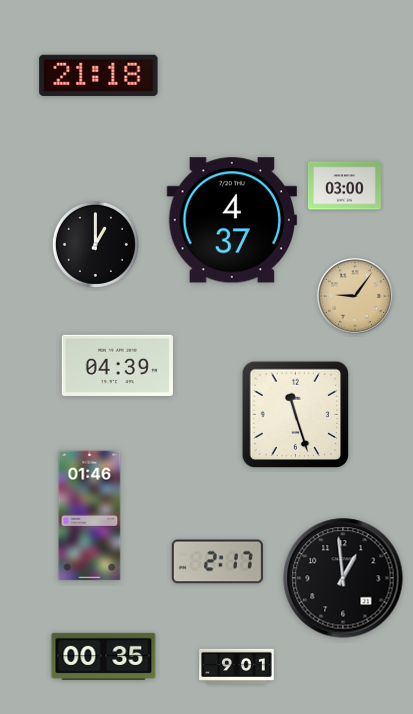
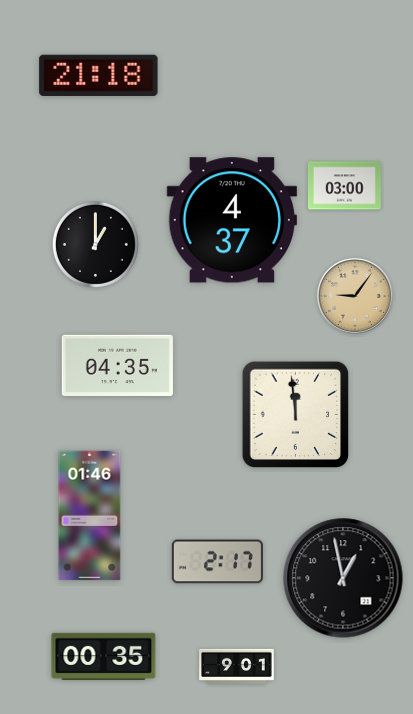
clock at (117, 365): 04:39 -> 04:35
clock at (296, 415): 11:27 -> 11:59
clock at (343, 578): 12:59 -> 12:58
